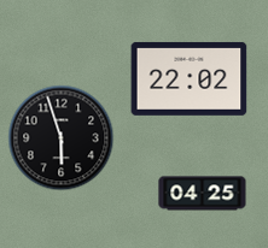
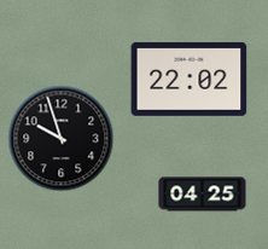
clock at (62, 138): 5:57 -> 9:57
